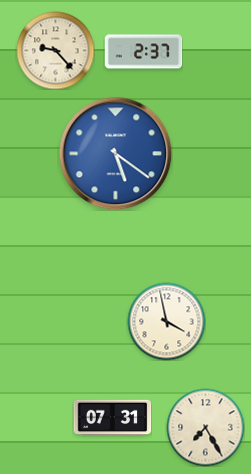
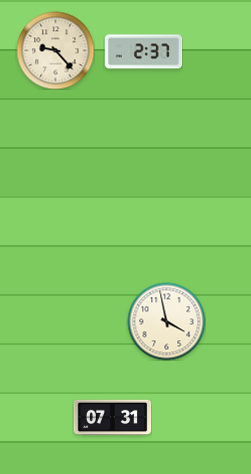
clock at (115, 153): 5:21 -> none
clock at (205, 427): 7:25 -> none
